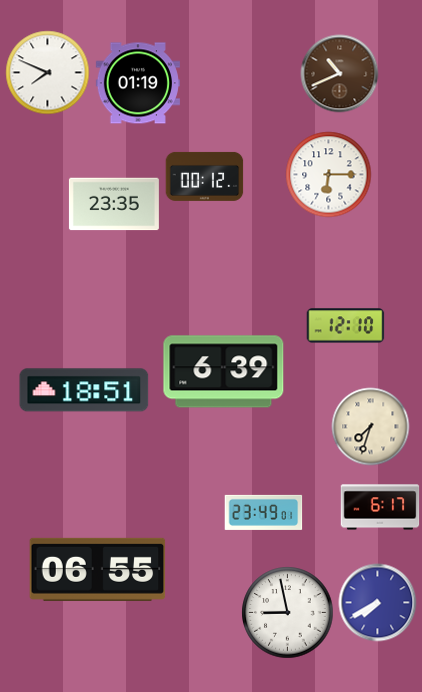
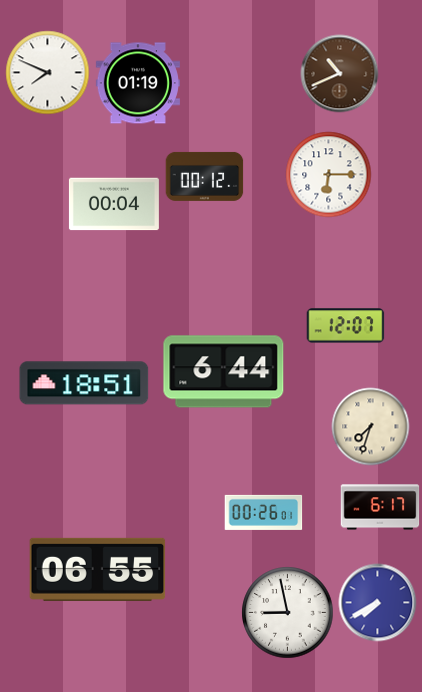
clock at (114, 204): 23:35 -> 00:04
clock at (345, 326): 12:10 -> 12:07
clock at (224, 372): 6:39 -> 6:44
clock at (84, 390) position: (84, 390) -> (84, 383)
clock at (263, 512): 23:49 -> 00:26
